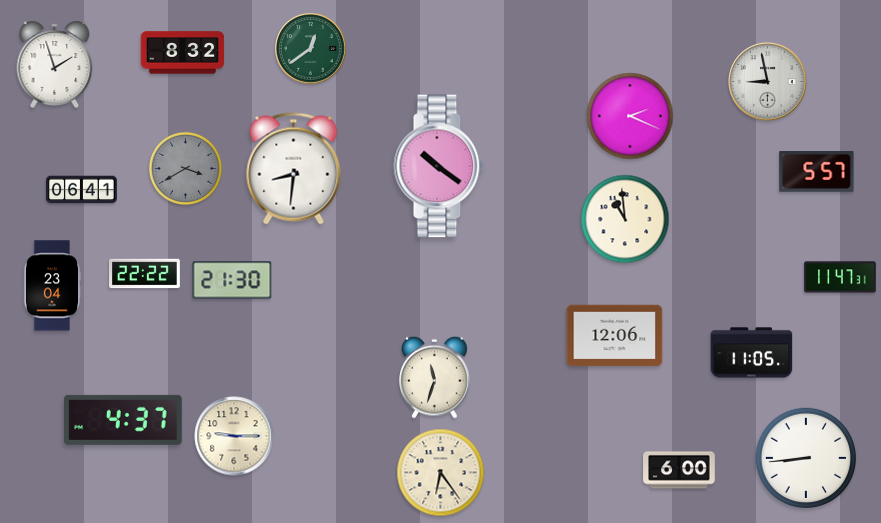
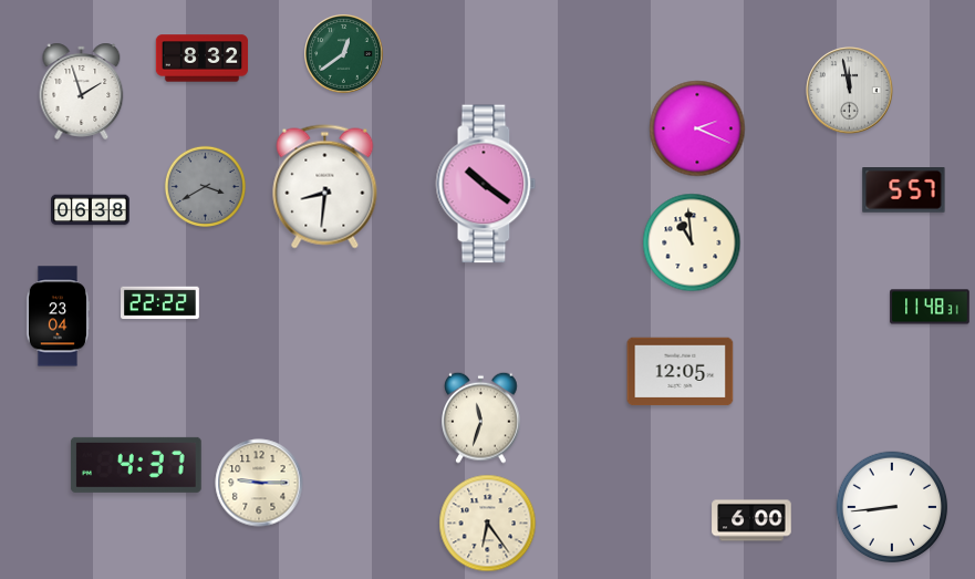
clock at (55, 64) position: (55, 64) -> (82, 91)
clock at (768, 82): 8:58 -> 11:58
clock at (82, 190): 06:41 -> 06:38
clock at (840, 277): 11:47 -> 11:48
clock at (232, 280): 21:30 -> none
clock at (615, 336): 12:06 -> 12:05
clock at (752, 353): 11:05 -> none
